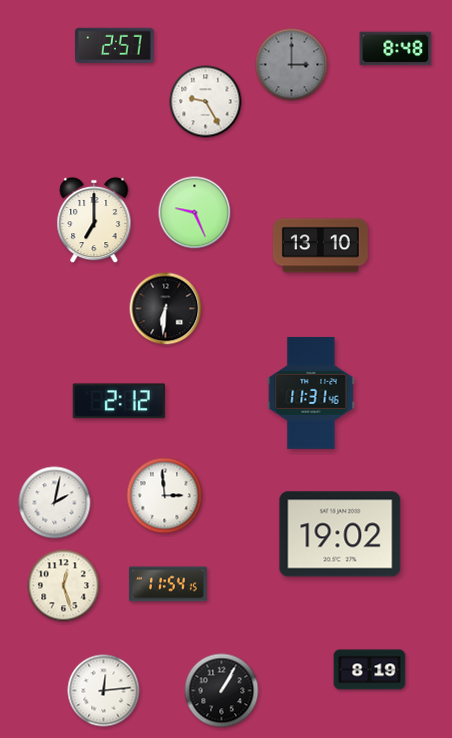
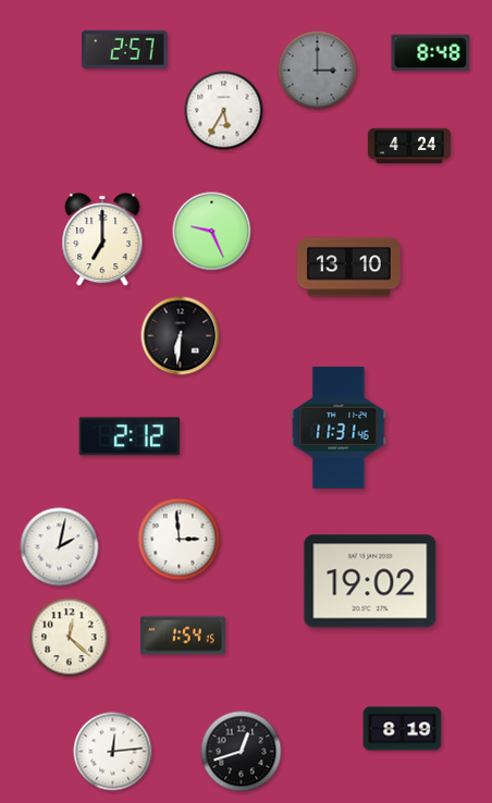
clock at (206, 102): 9:25 -> 5:35
clock at (409, 146): none -> 4:24
clock at (169, 584): 11:54 -> 1:54
clock at (64, 586): 12:27 -> 12:22
clock at (222, 691): 1:05 -> 12:42
